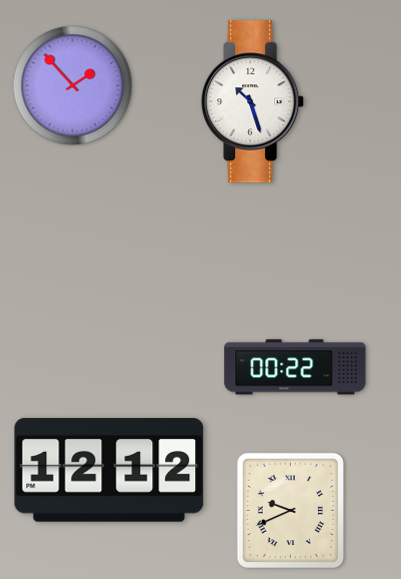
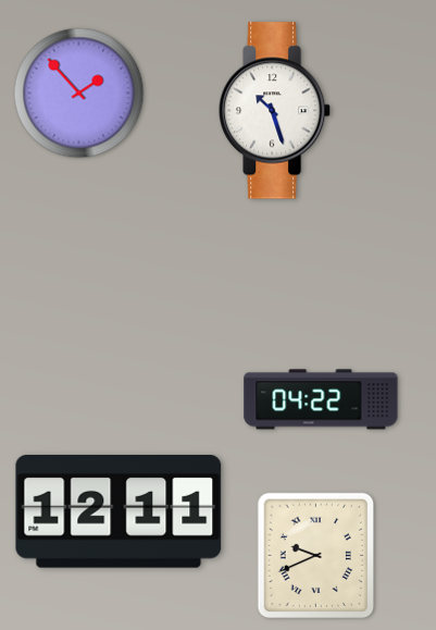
clock at (295, 367): 00:22 -> 04:22
clock at (109, 470): 12:12 -> 12:11
